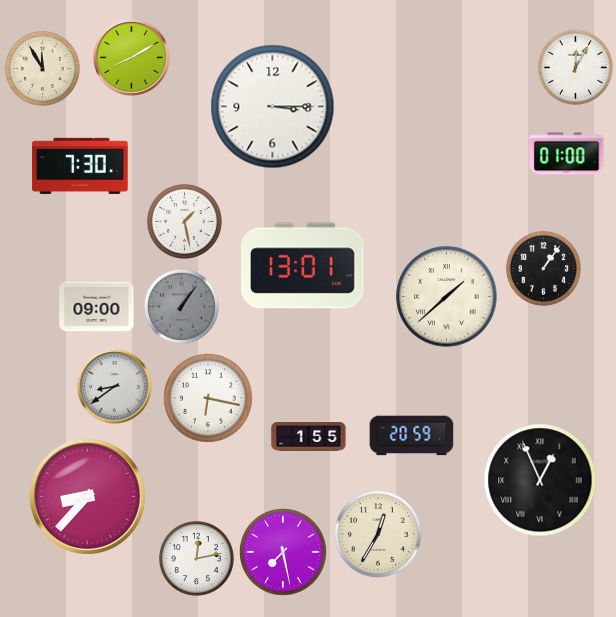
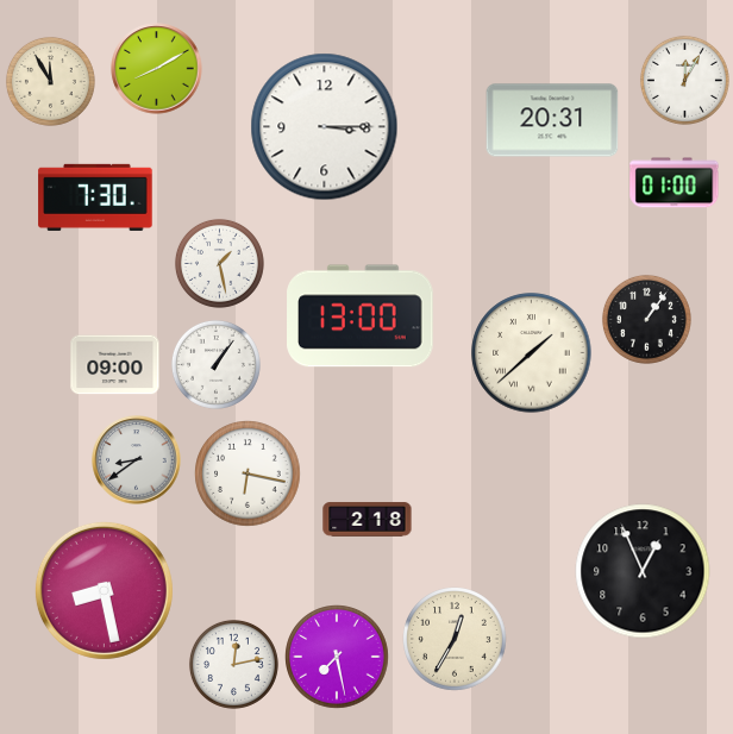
clock at (552, 120): none -> 20:31
clock at (303, 266): 13:01 -> 13:00
clock at (181, 306) dial: grey -> white
clock at (412, 436): 20:59 -> none
clock at (309, 437): 1:55 -> 2:18
clock at (540, 480) numerals: Roman -> Arabic
clock at (87, 496): 8:37 -> 8:28
clock at (378, 534) position: (378, 534) -> (455, 639)
